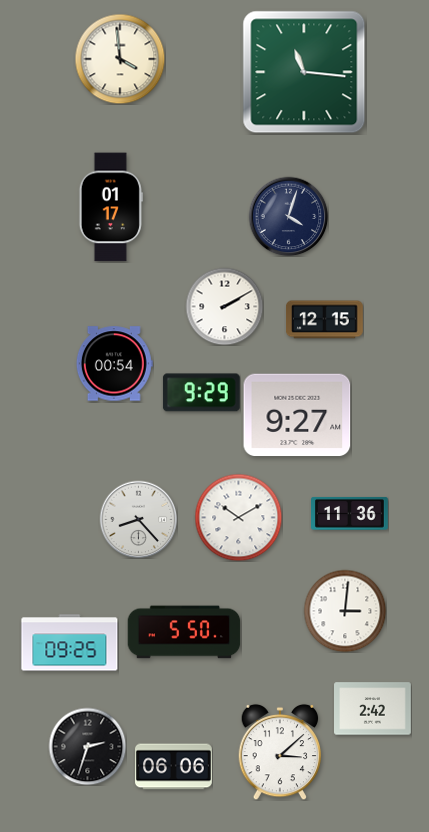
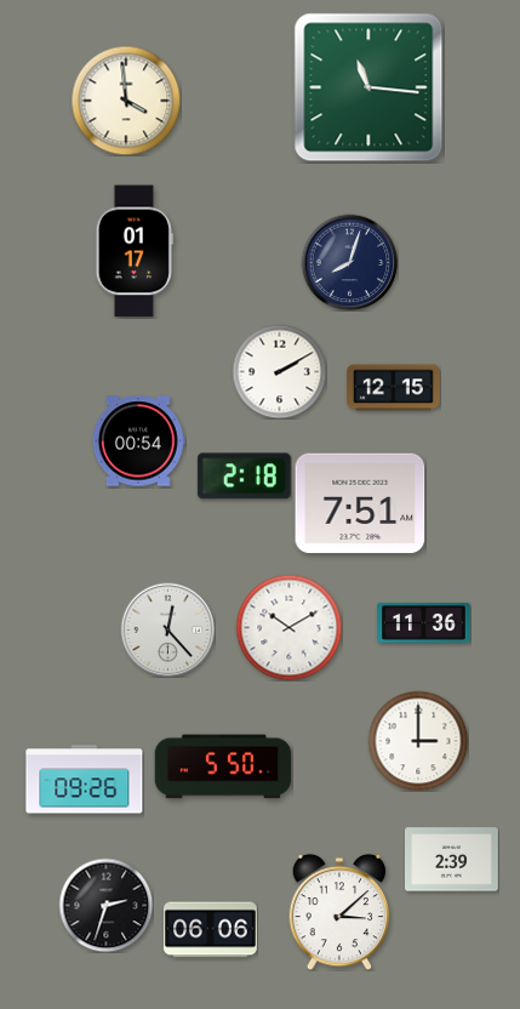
clock at (120, 59) position: (120, 59) -> (126, 101)
clock at (288, 216): 4:03 -> 8:03
clock at (224, 306) position: (224, 306) -> (279, 371)
clock at (201, 393): 9:29 -> 2:18
clock at (297, 415): 9:27 -> 7:51
clock at (138, 519): 8:23 -> 12:23
clock at (345, 611): 3:01 -> 3:00
clock at (70, 643): 09:25 -> 09:26
clock at (373, 709): 2:42 -> 2:39
